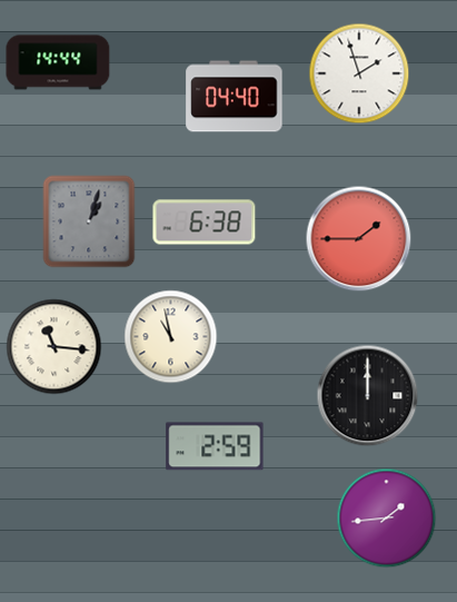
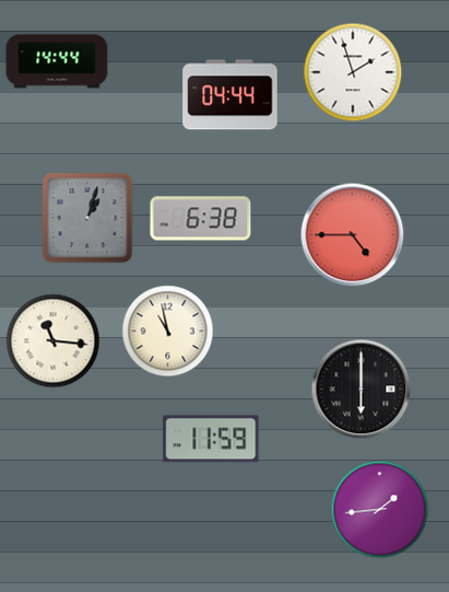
clock at (235, 97): 04:40 -> 04:44
clock at (359, 239): 1:45 -> 4:45
clock at (368, 396): 12:00 -> 6:00
clock at (215, 446): 2:59 -> 11:59
